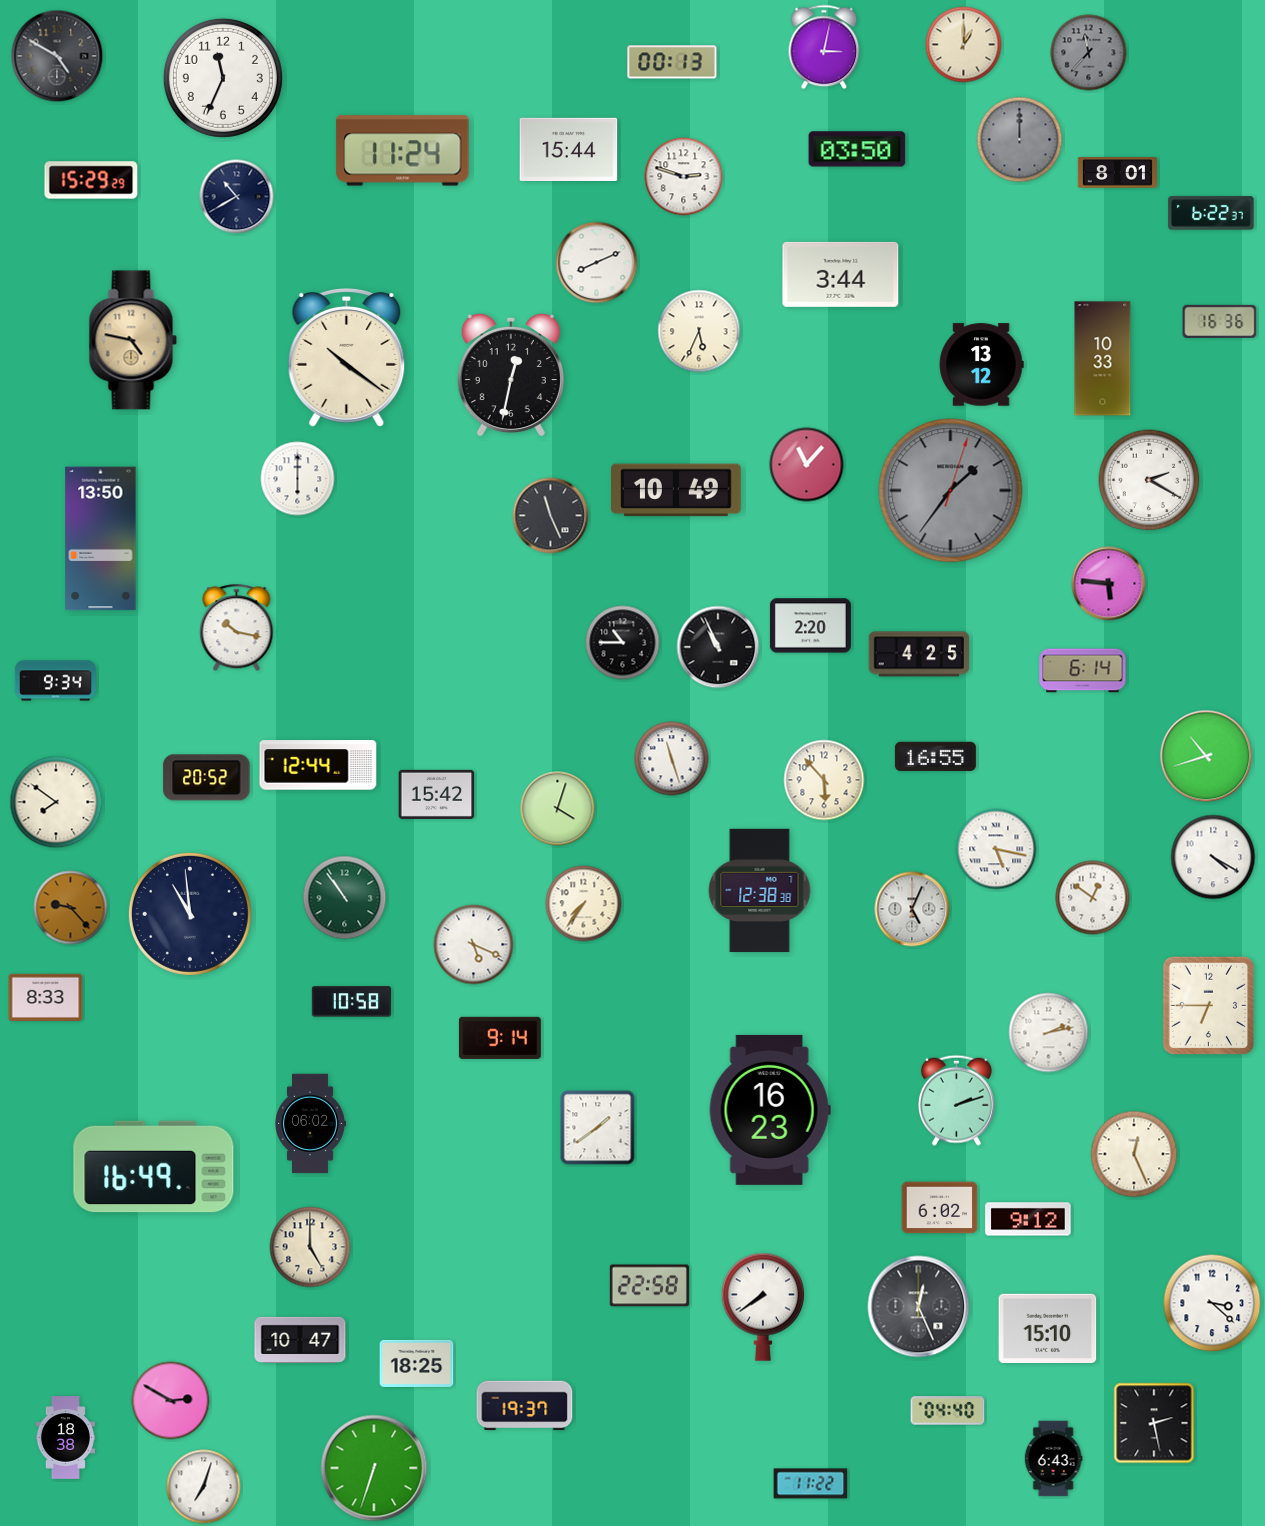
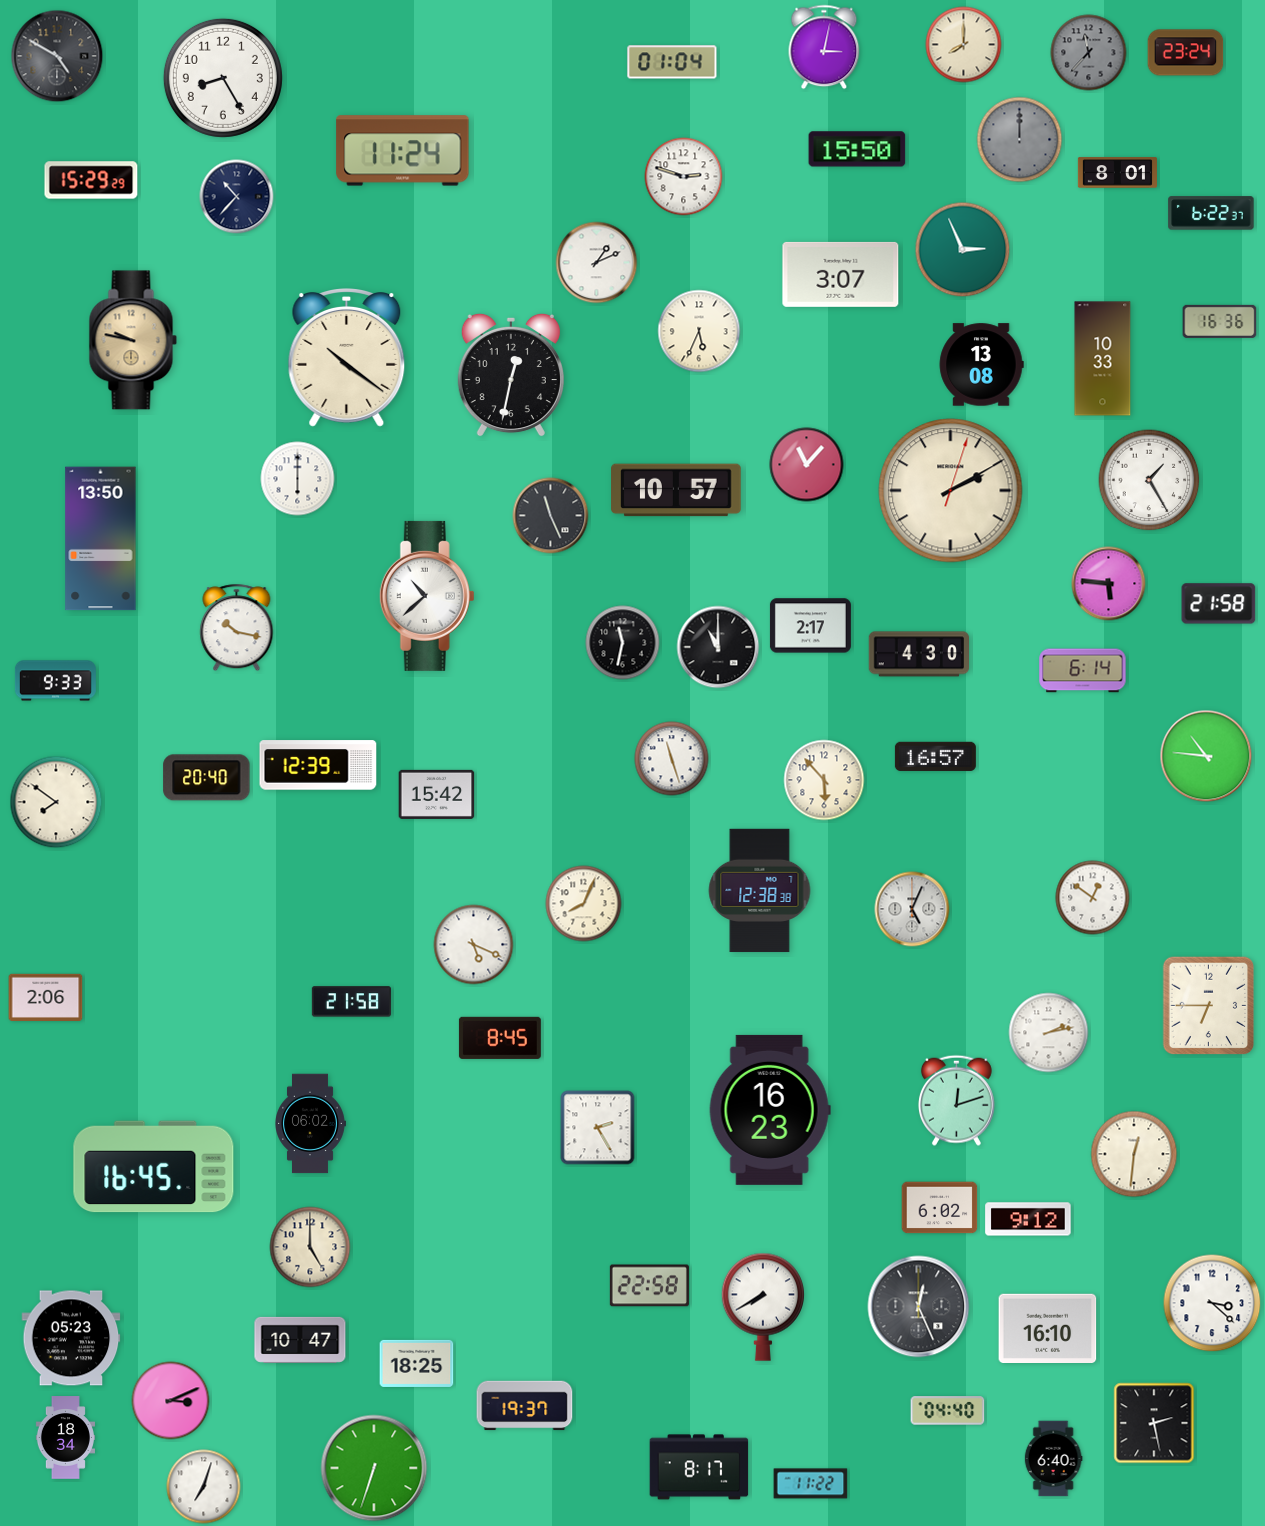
clock at (964, 45): 1:00 -> 8:00
clock at (1186, 53): none -> 23:24
clock at (672, 62): 00:13 -> 01:04
clock at (223, 78): 11:34 -> 8:25
clock at (569, 149): 15:44 -> none
clock at (857, 149): 03:50 -> 15:50
clock at (237, 197): 10:40 -> 10:37
clock at (963, 250): none -> 2:56
clock at (597, 263): 8:11 -> 1:11
clock at (841, 274): 3:44 -> 3:07
clock at (133, 340): 4:47 -> 9:47
clock at (981, 365): 13:12 -> 13:08
clock at (1149, 480): 2:20 -> 1:25
clock at (676, 490): 10:49 -> 10:57
clock at (951, 491): 1:36 -> 2:10
clock at (951, 491) dial: grey -> cream
clock at (427, 596): none -> 10:38
clock at (1219, 604): none -> 21:58
clock at (810, 626): 2:20 -> 2:17
clock at (623, 643): 10:45 -> 11:32
clock at (718, 647): 10:56 -> 11:00
clock at (919, 654): 4:25 -> 4:30
clock at (55, 681): 9:34 -> 9:33
clock at (935, 756): 16:55 -> 16:57
clock at (1206, 756): 10:42 -> 10:46
clock at (318, 765): 12:44 -> 12:39
clock at (207, 778): 20:52 -> 20:40
clock at (558, 809): 4:03 -> none
clock at (996, 849): 5:17 -> none
clock at (1213, 857): 4:20 -> none
clock at (345, 898): 10:54 -> none
clock at (584, 904): 7:36 -> 8:04
clock at (71, 908): 9:23 -> none
clock at (190, 914): 10:59 -> none
clock at (46, 997): 8:33 -> 2:06
clock at (351, 1002): 10:58 -> 21:58
clock at (500, 1038): 9:14 -> 8:45
clock at (956, 1100): 2:12 -> 12:12
clock at (598, 1128): 1:39 -> 2:25
clock at (1134, 1154): 12:26 -> 12:31
clock at (154, 1167): 16:49 -> 16:45
clock at (762, 1307): 7:39 -> 7:40
clock at (1048, 1328): 15:10 -> 16:10
clock at (71, 1338): none -> 05:23
clock at (171, 1401): 2:50 -> 3:11
clock at (65, 1438): 18:38 -> 18:34
clock at (1053, 1459): 6:43 -> 6:40
clock at (699, 1467): none -> 8:17
